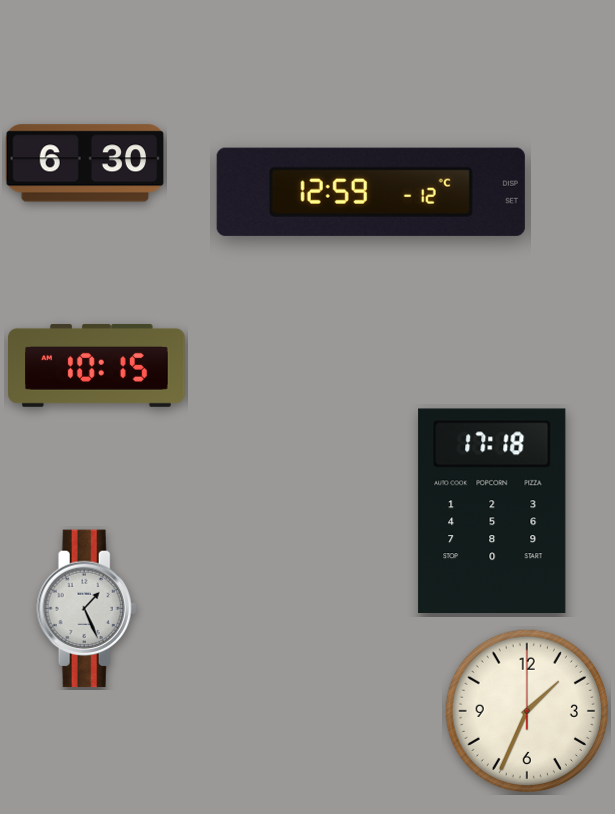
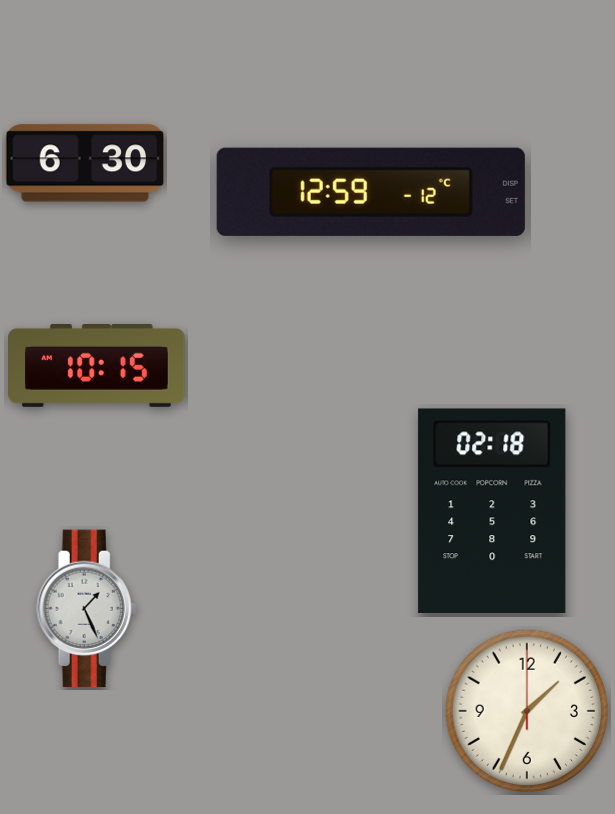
clock at (492, 511): 17:18 -> 02:18
